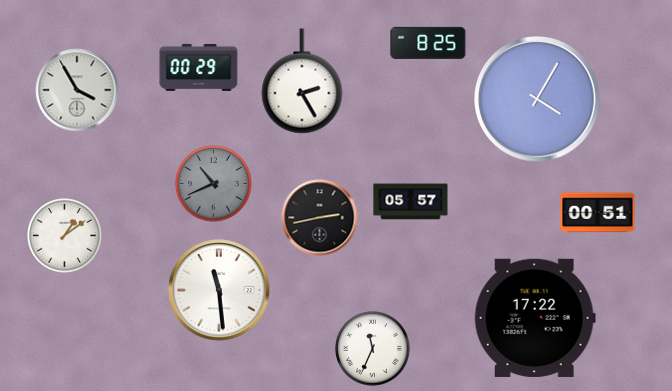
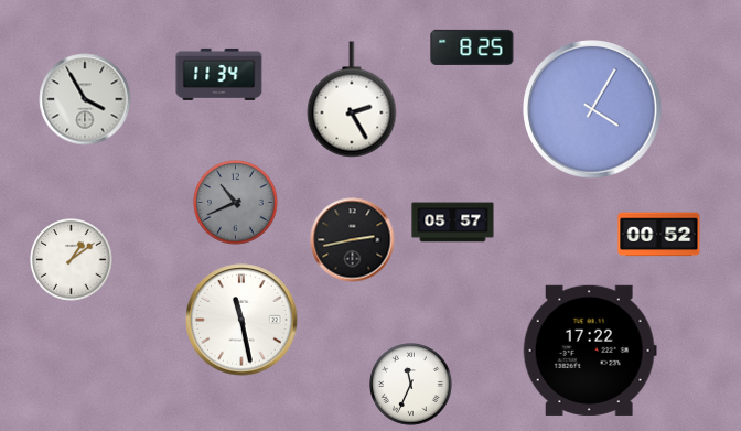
clock at (199, 67): 00:29 -> 11:34
clock at (302, 81) position: (302, 81) -> (352, 99)
clock at (598, 213): 00:51 -> 00:52
clock at (219, 290): 11:29 -> 11:28
